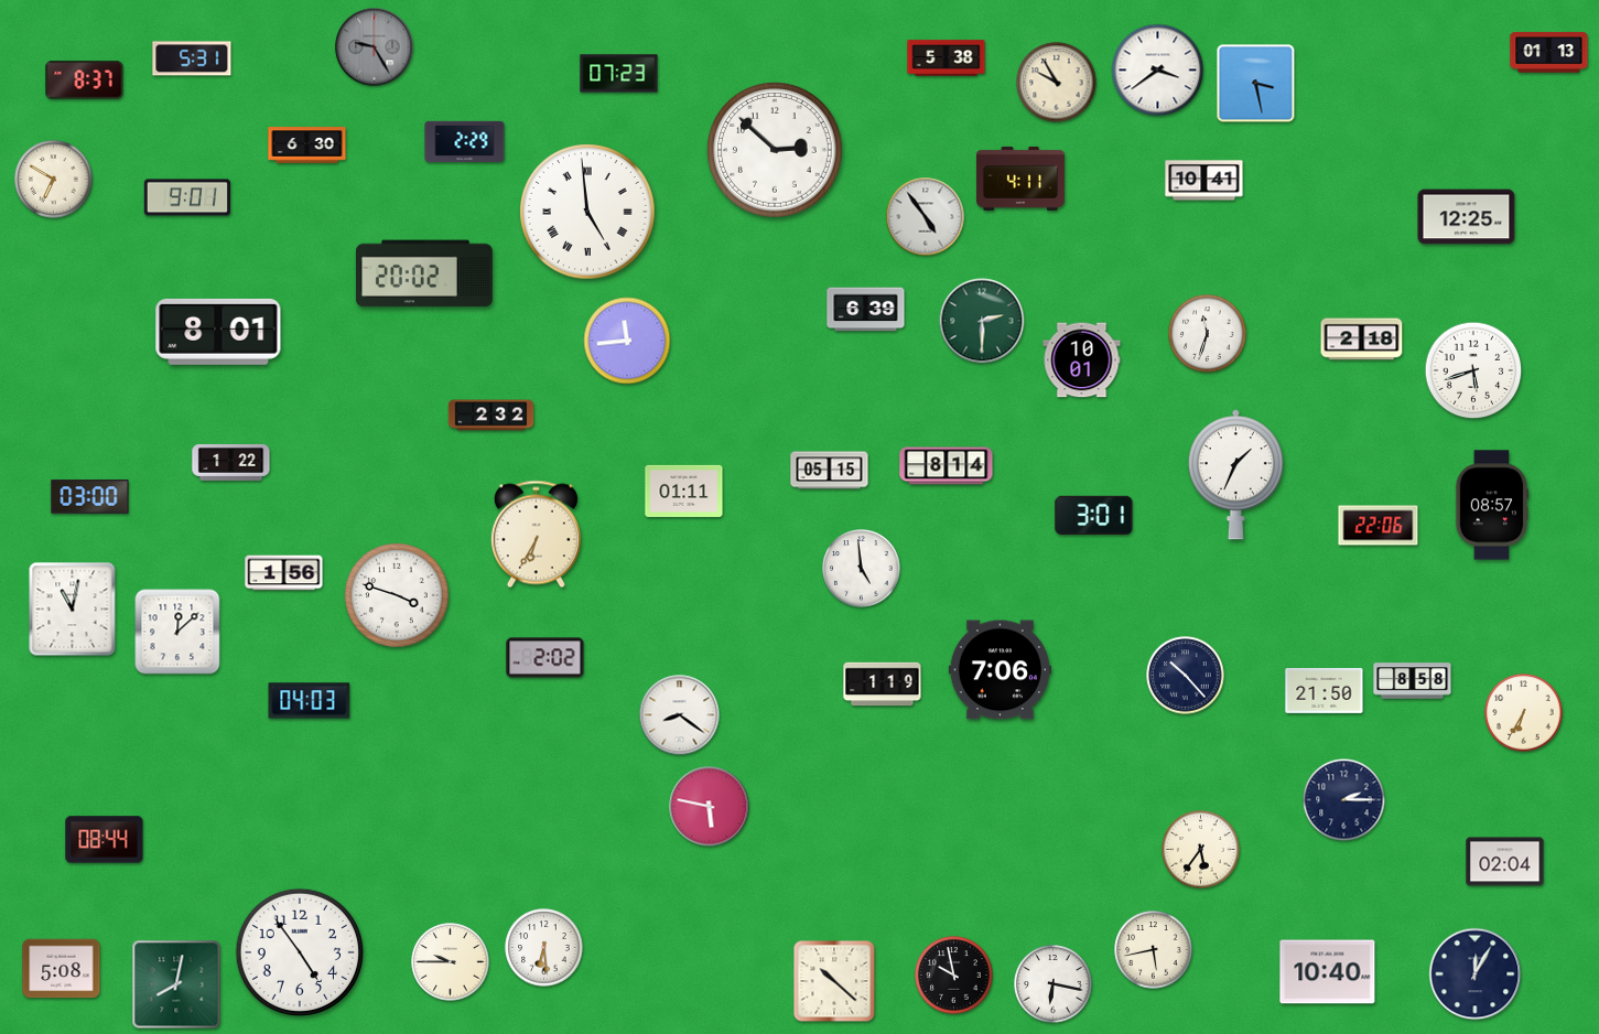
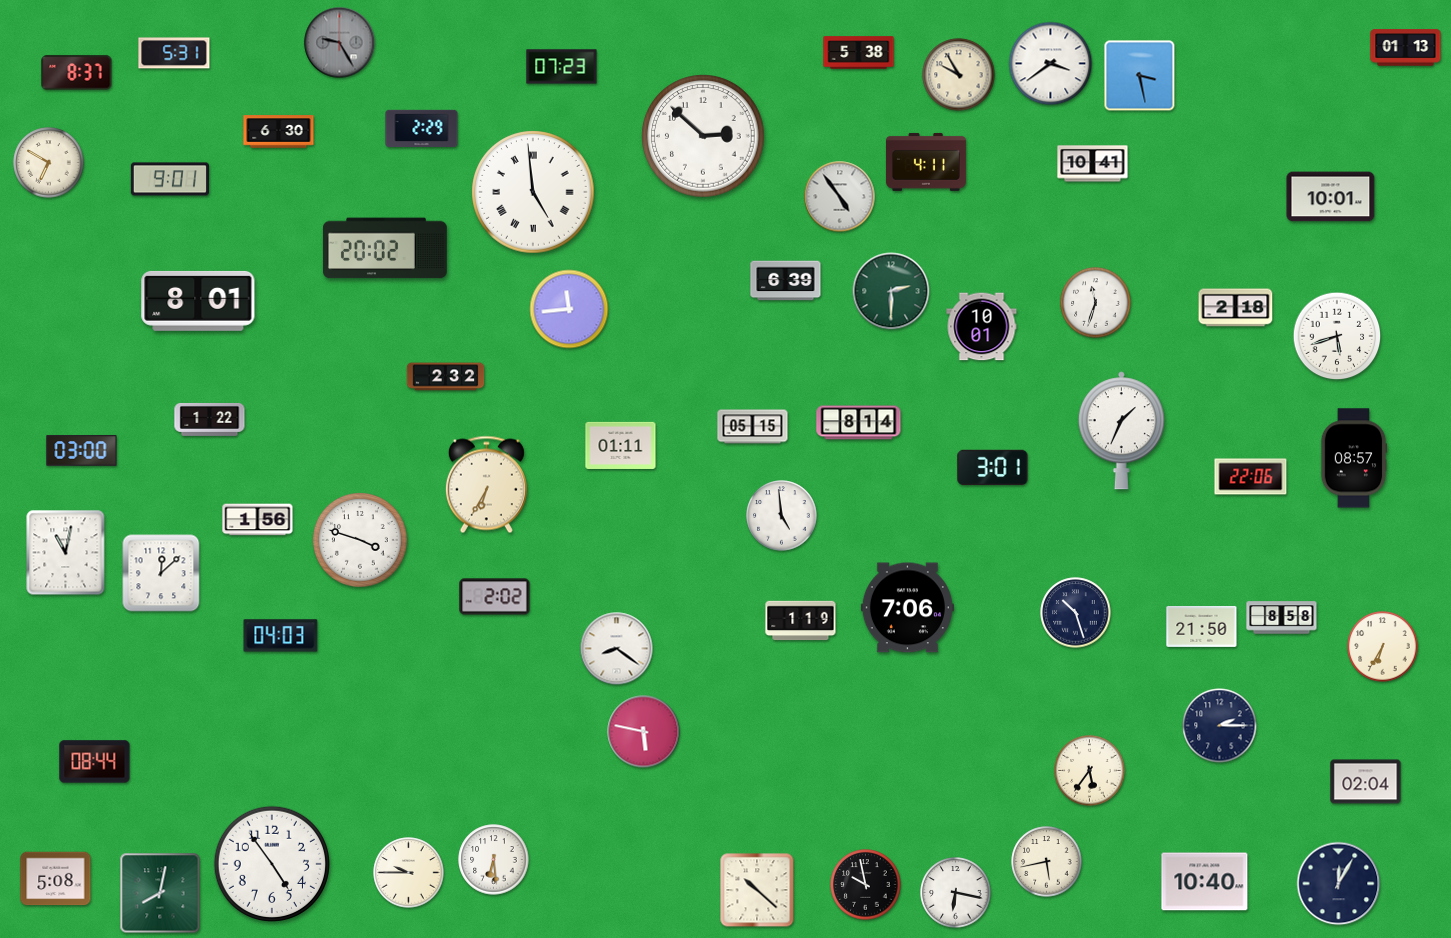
clock at (1467, 217): 12:25 -> 10:01
clock at (1186, 676): 10:23 -> 10:27
